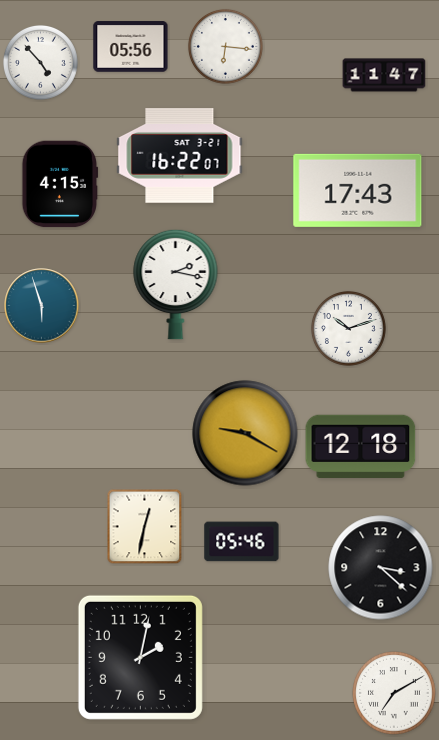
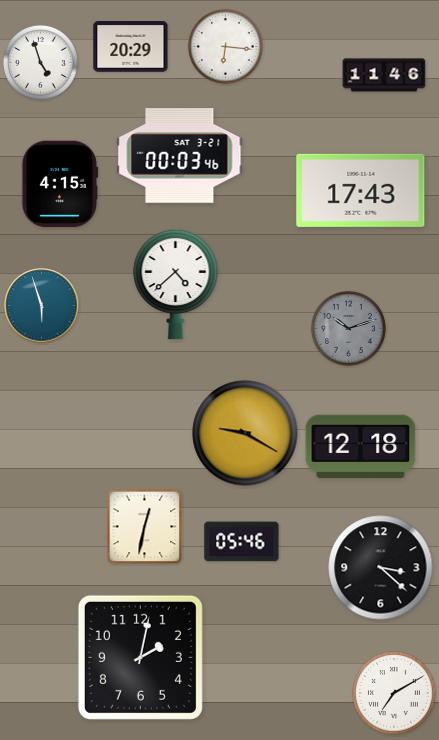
clock at (131, 47): 05:56 -> 20:29
clock at (40, 62): 4:53 -> 4:57
clock at (384, 75): 11:47 -> 11:46
clock at (180, 156): 16:22 -> 00:03
clock at (358, 190) position: (358, 190) -> (361, 190)
clock at (176, 284): 2:17 -> 4:38
clock at (348, 328) dial: white -> grey
